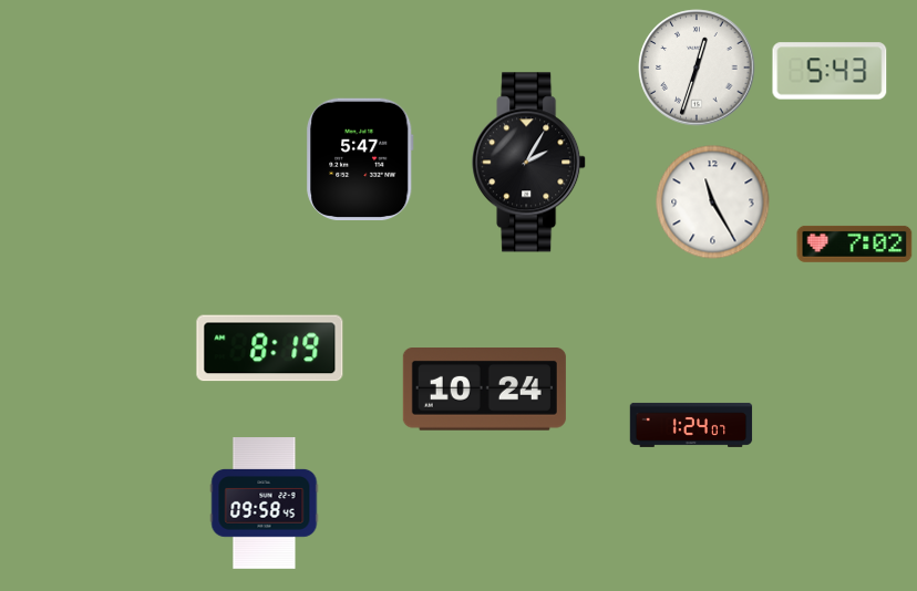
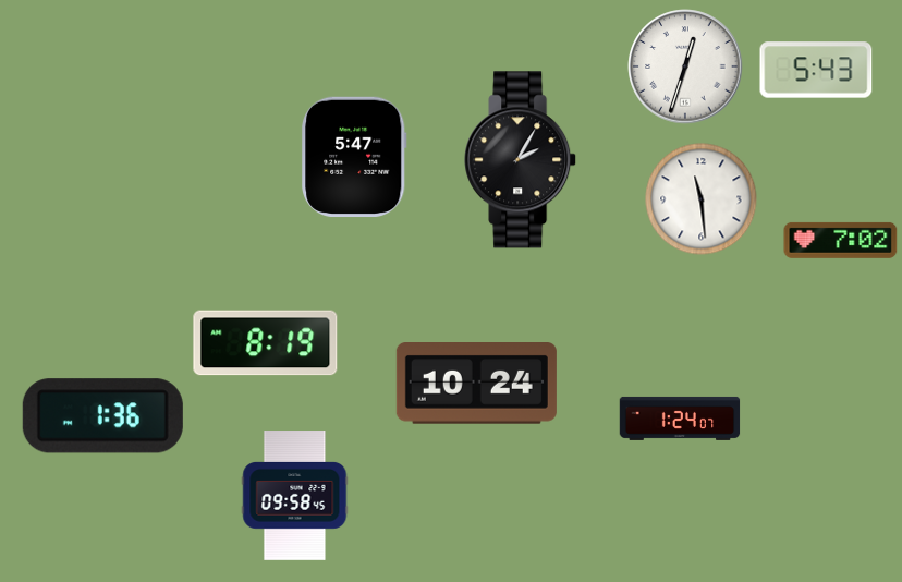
clock at (713, 203): 11:25 -> 11:29
clock at (102, 416): none -> 1:36
clock at (265, 504) position: (265, 504) -> (295, 496)
